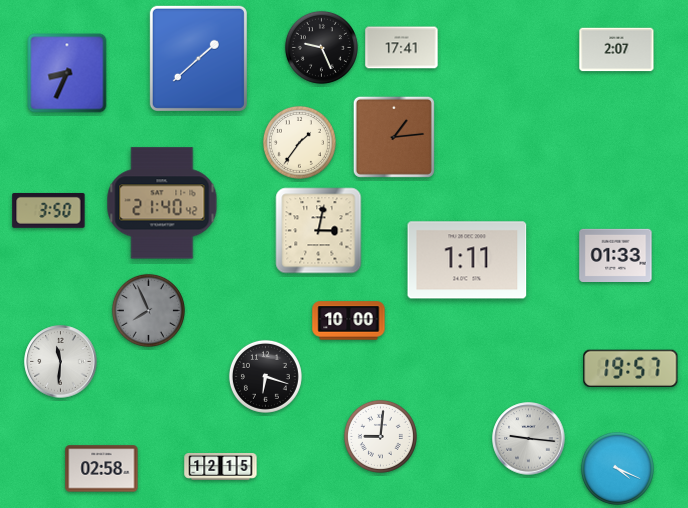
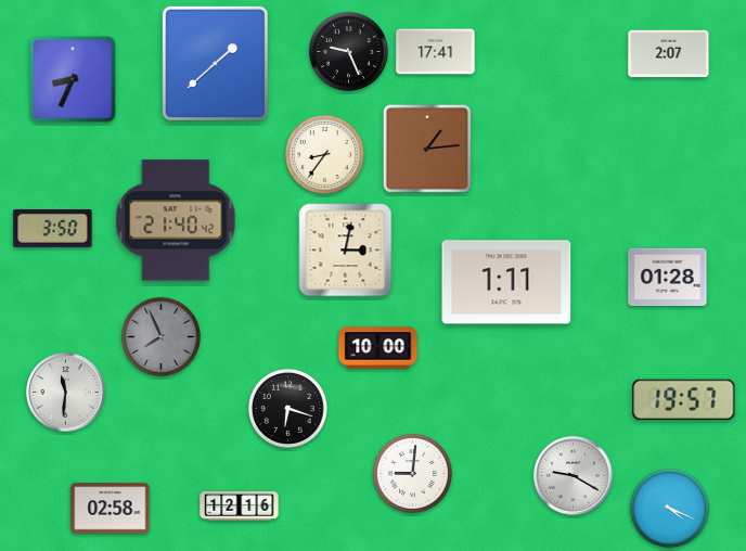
clock at (299, 142): 1:36 -> 8:36
clock at (616, 255): 01:33 -> 01:28
clock at (529, 439): 9:16 -> 9:20
clock at (221, 467): 12:15 -> 12:16
